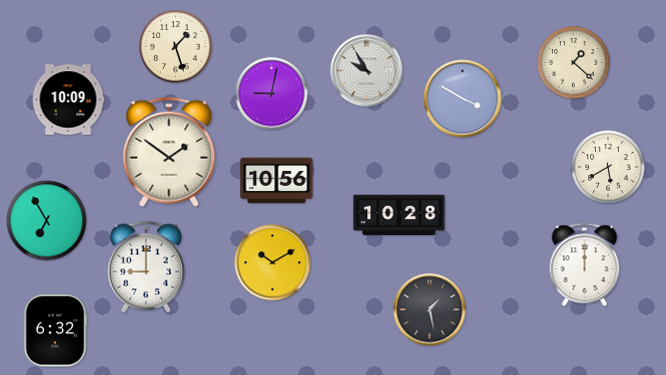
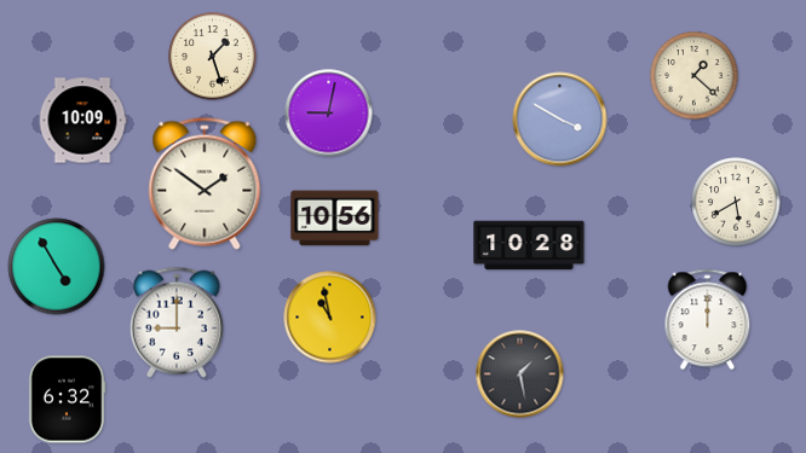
clock at (367, 71): 9:55 -> none
clock at (399, 215) position: (399, 215) -> (529, 245)
clock at (47, 221): 6:55 -> 4:55
clock at (273, 263): 10:10 -> 10:58
